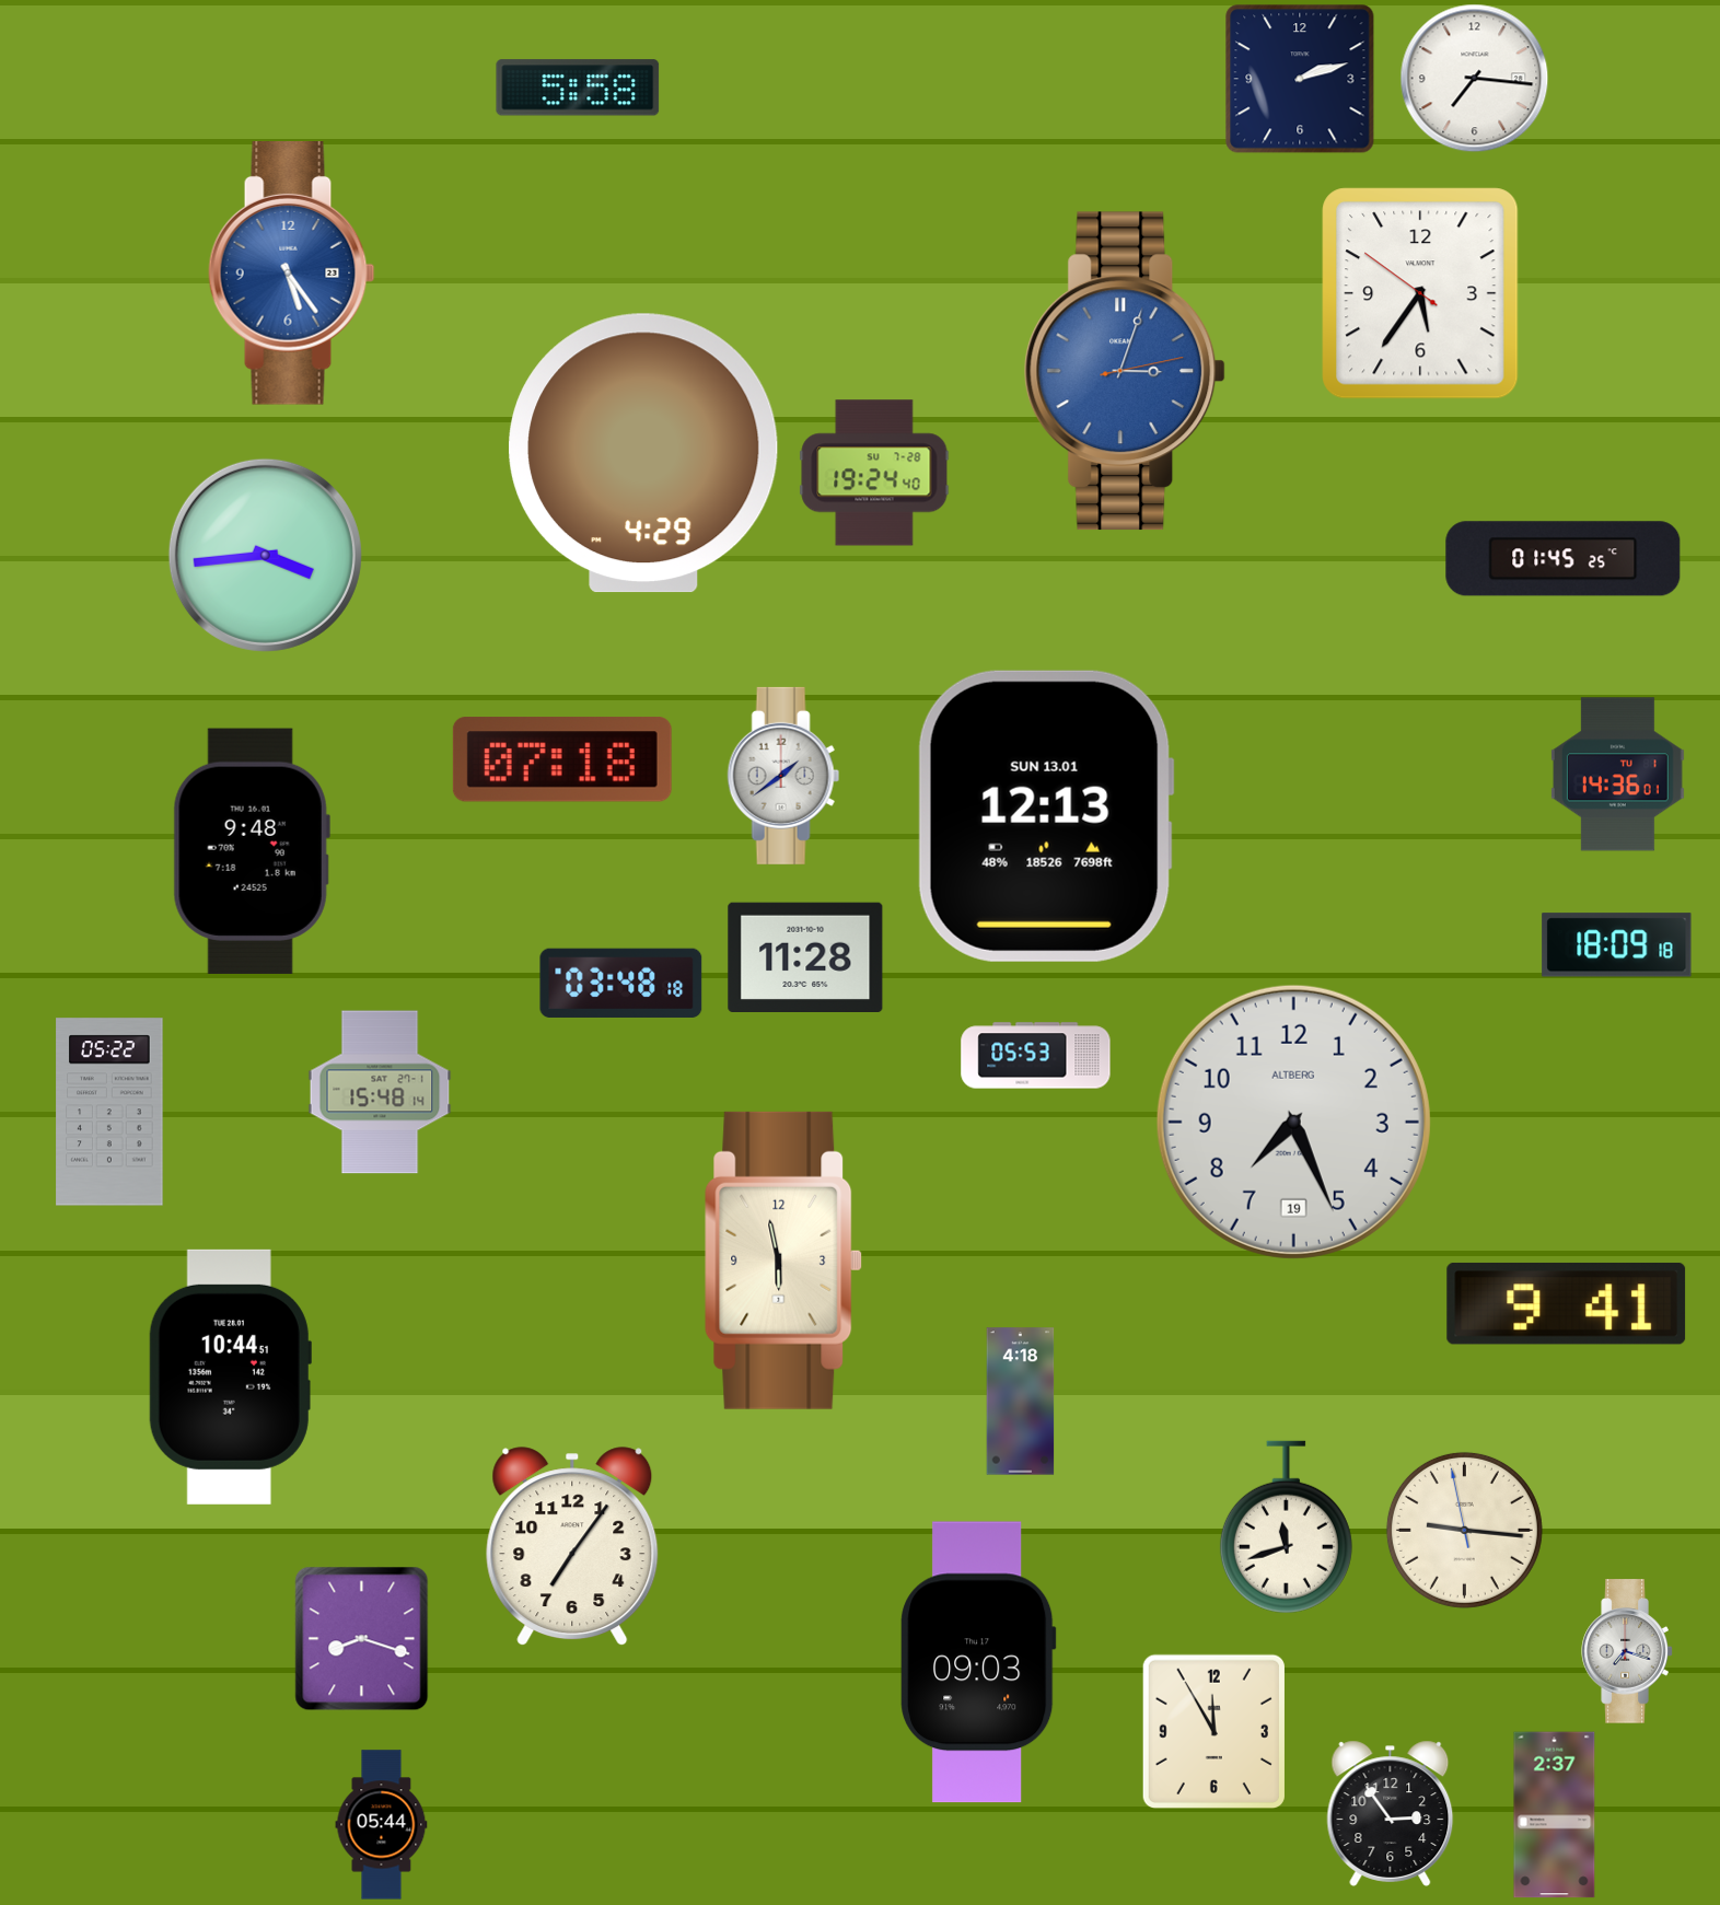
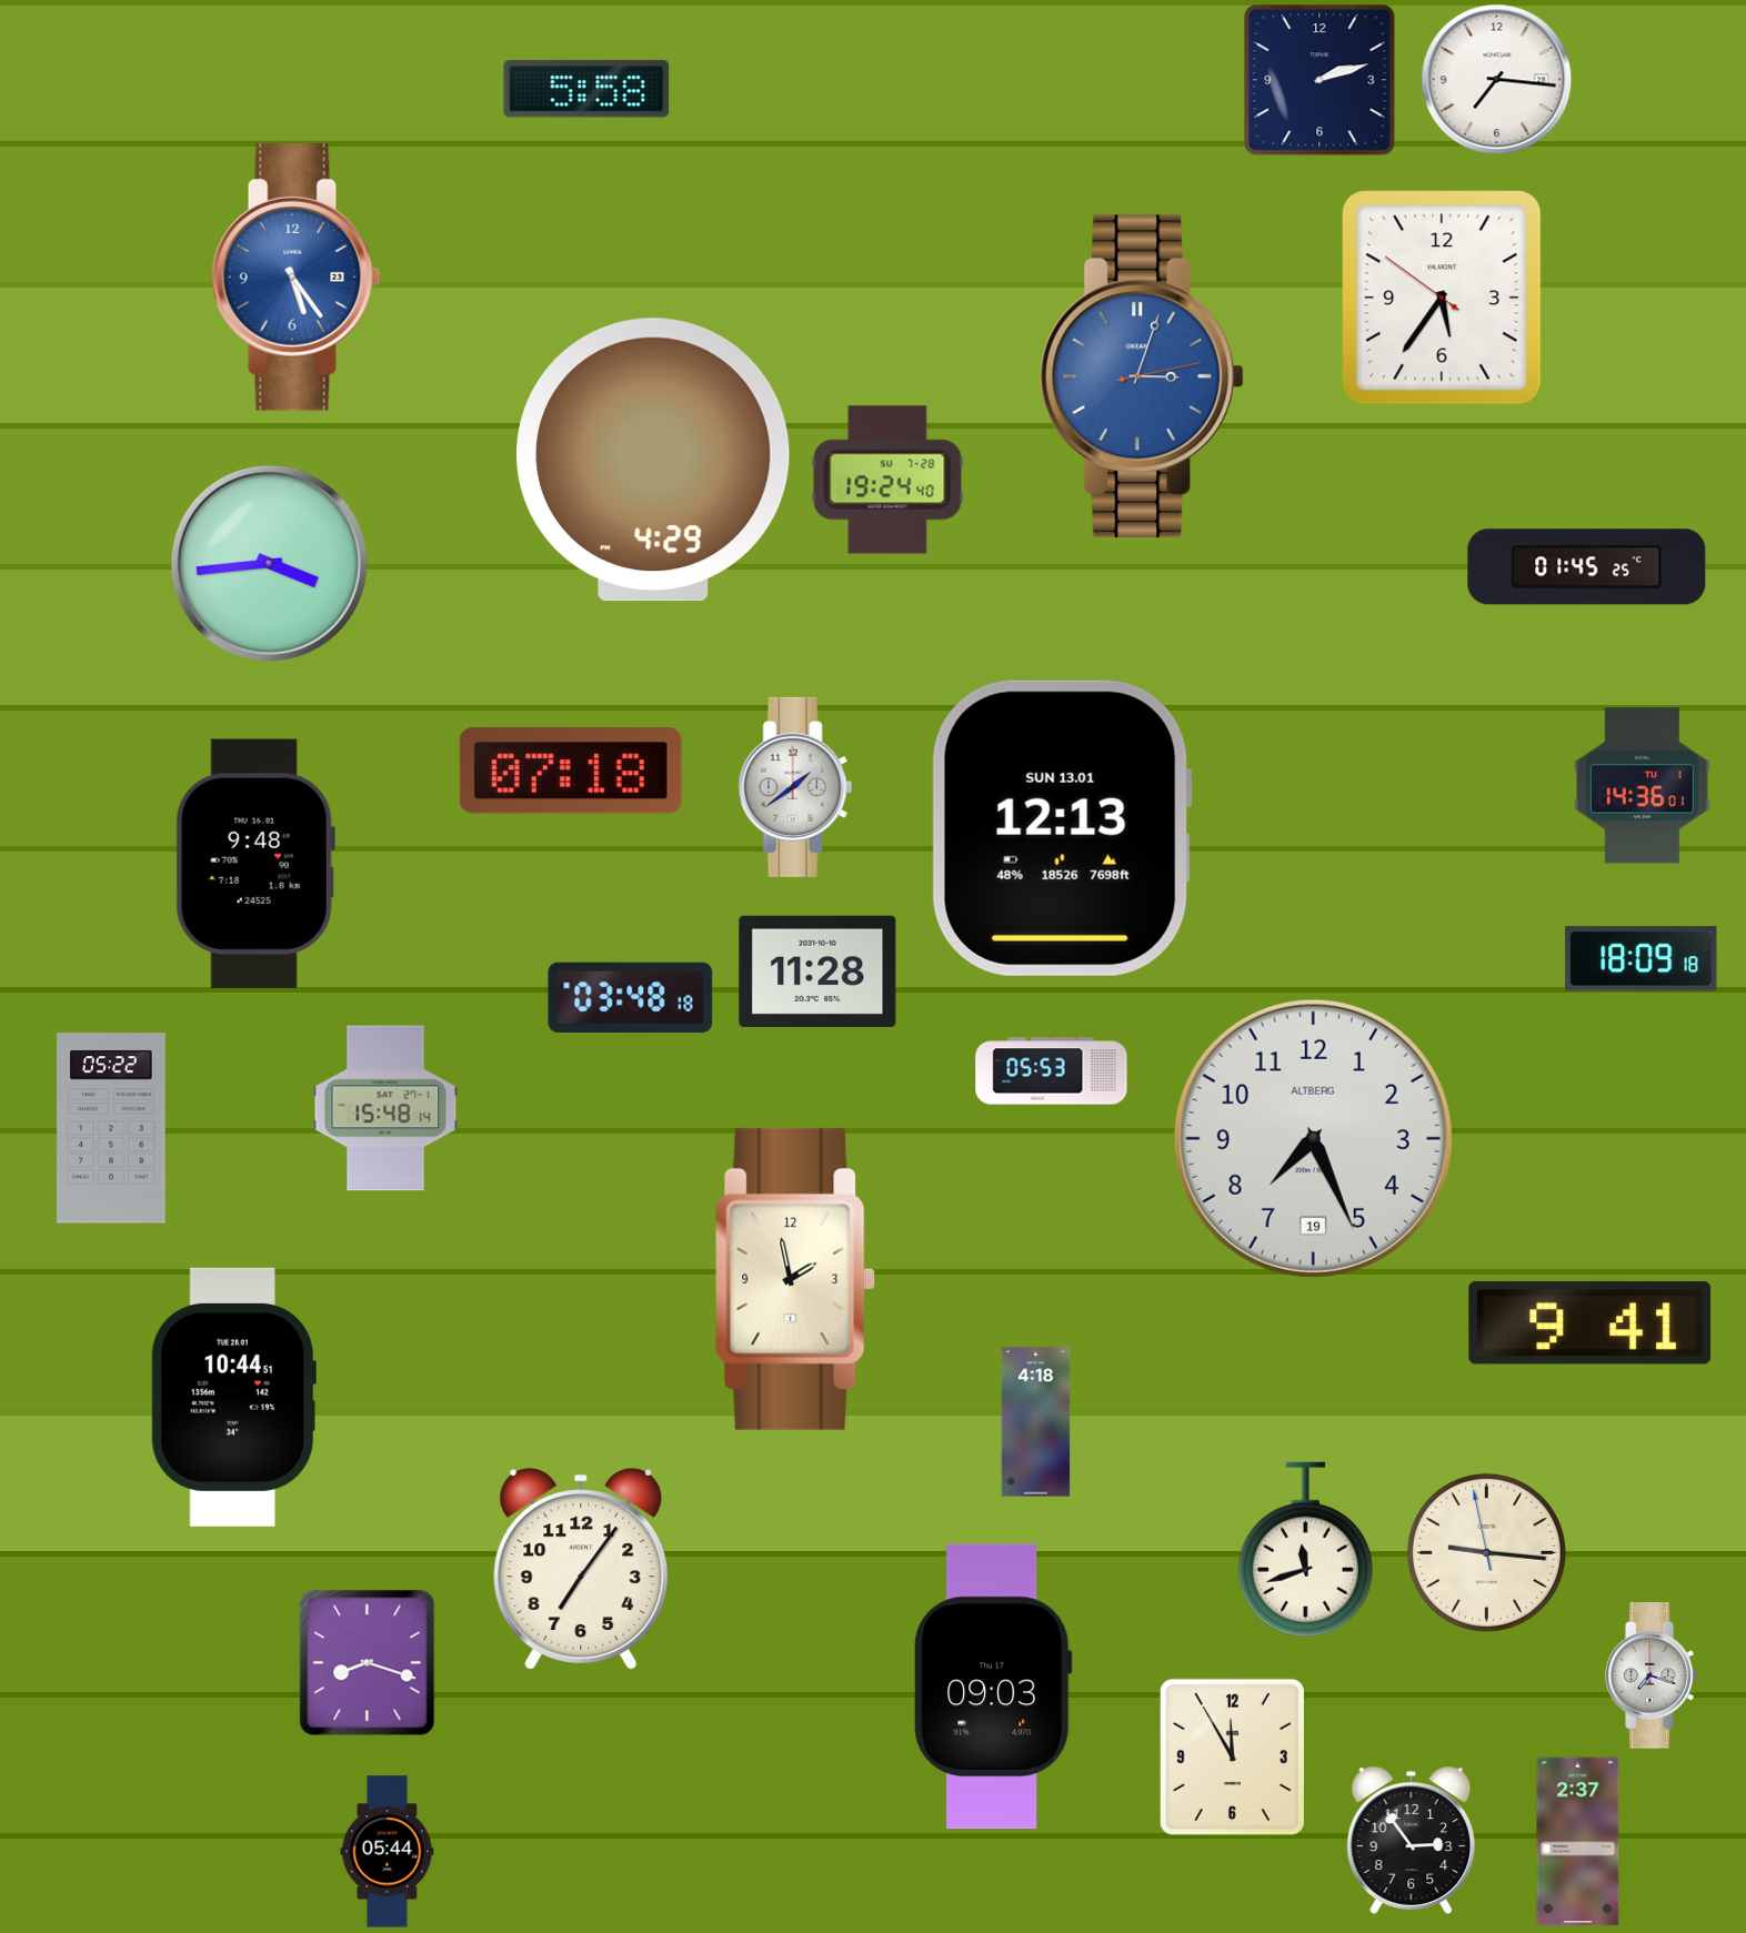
clock at (783, 1261): 5:58 -> 1:58
